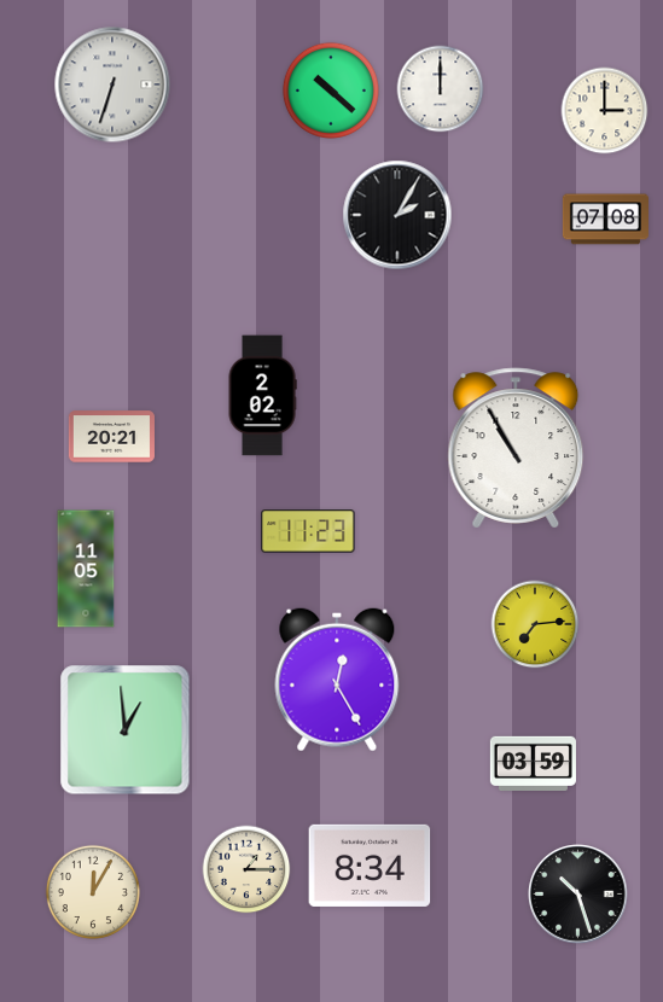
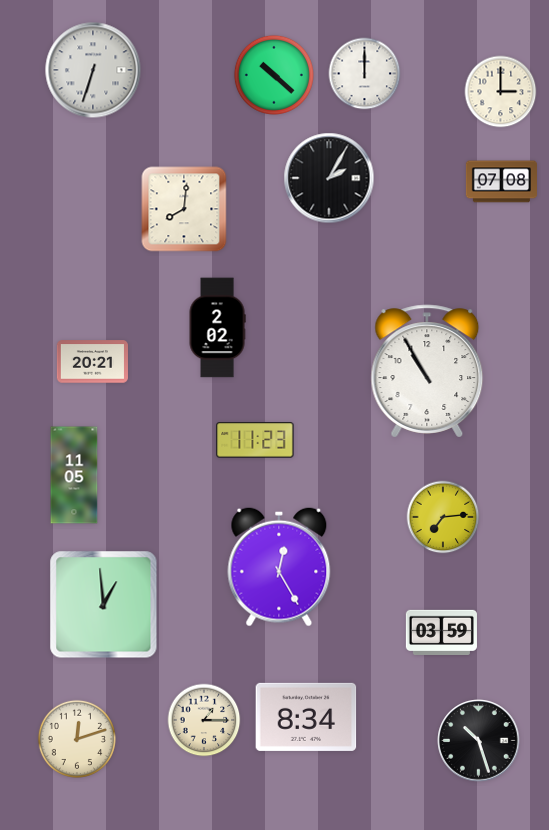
clock at (184, 209): none -> 8:01
clock at (86, 569) position: (86, 569) -> (74, 475)
clock at (337, 680) position: (337, 680) -> (279, 567)
clock at (93, 892): 12:05 -> 12:12
